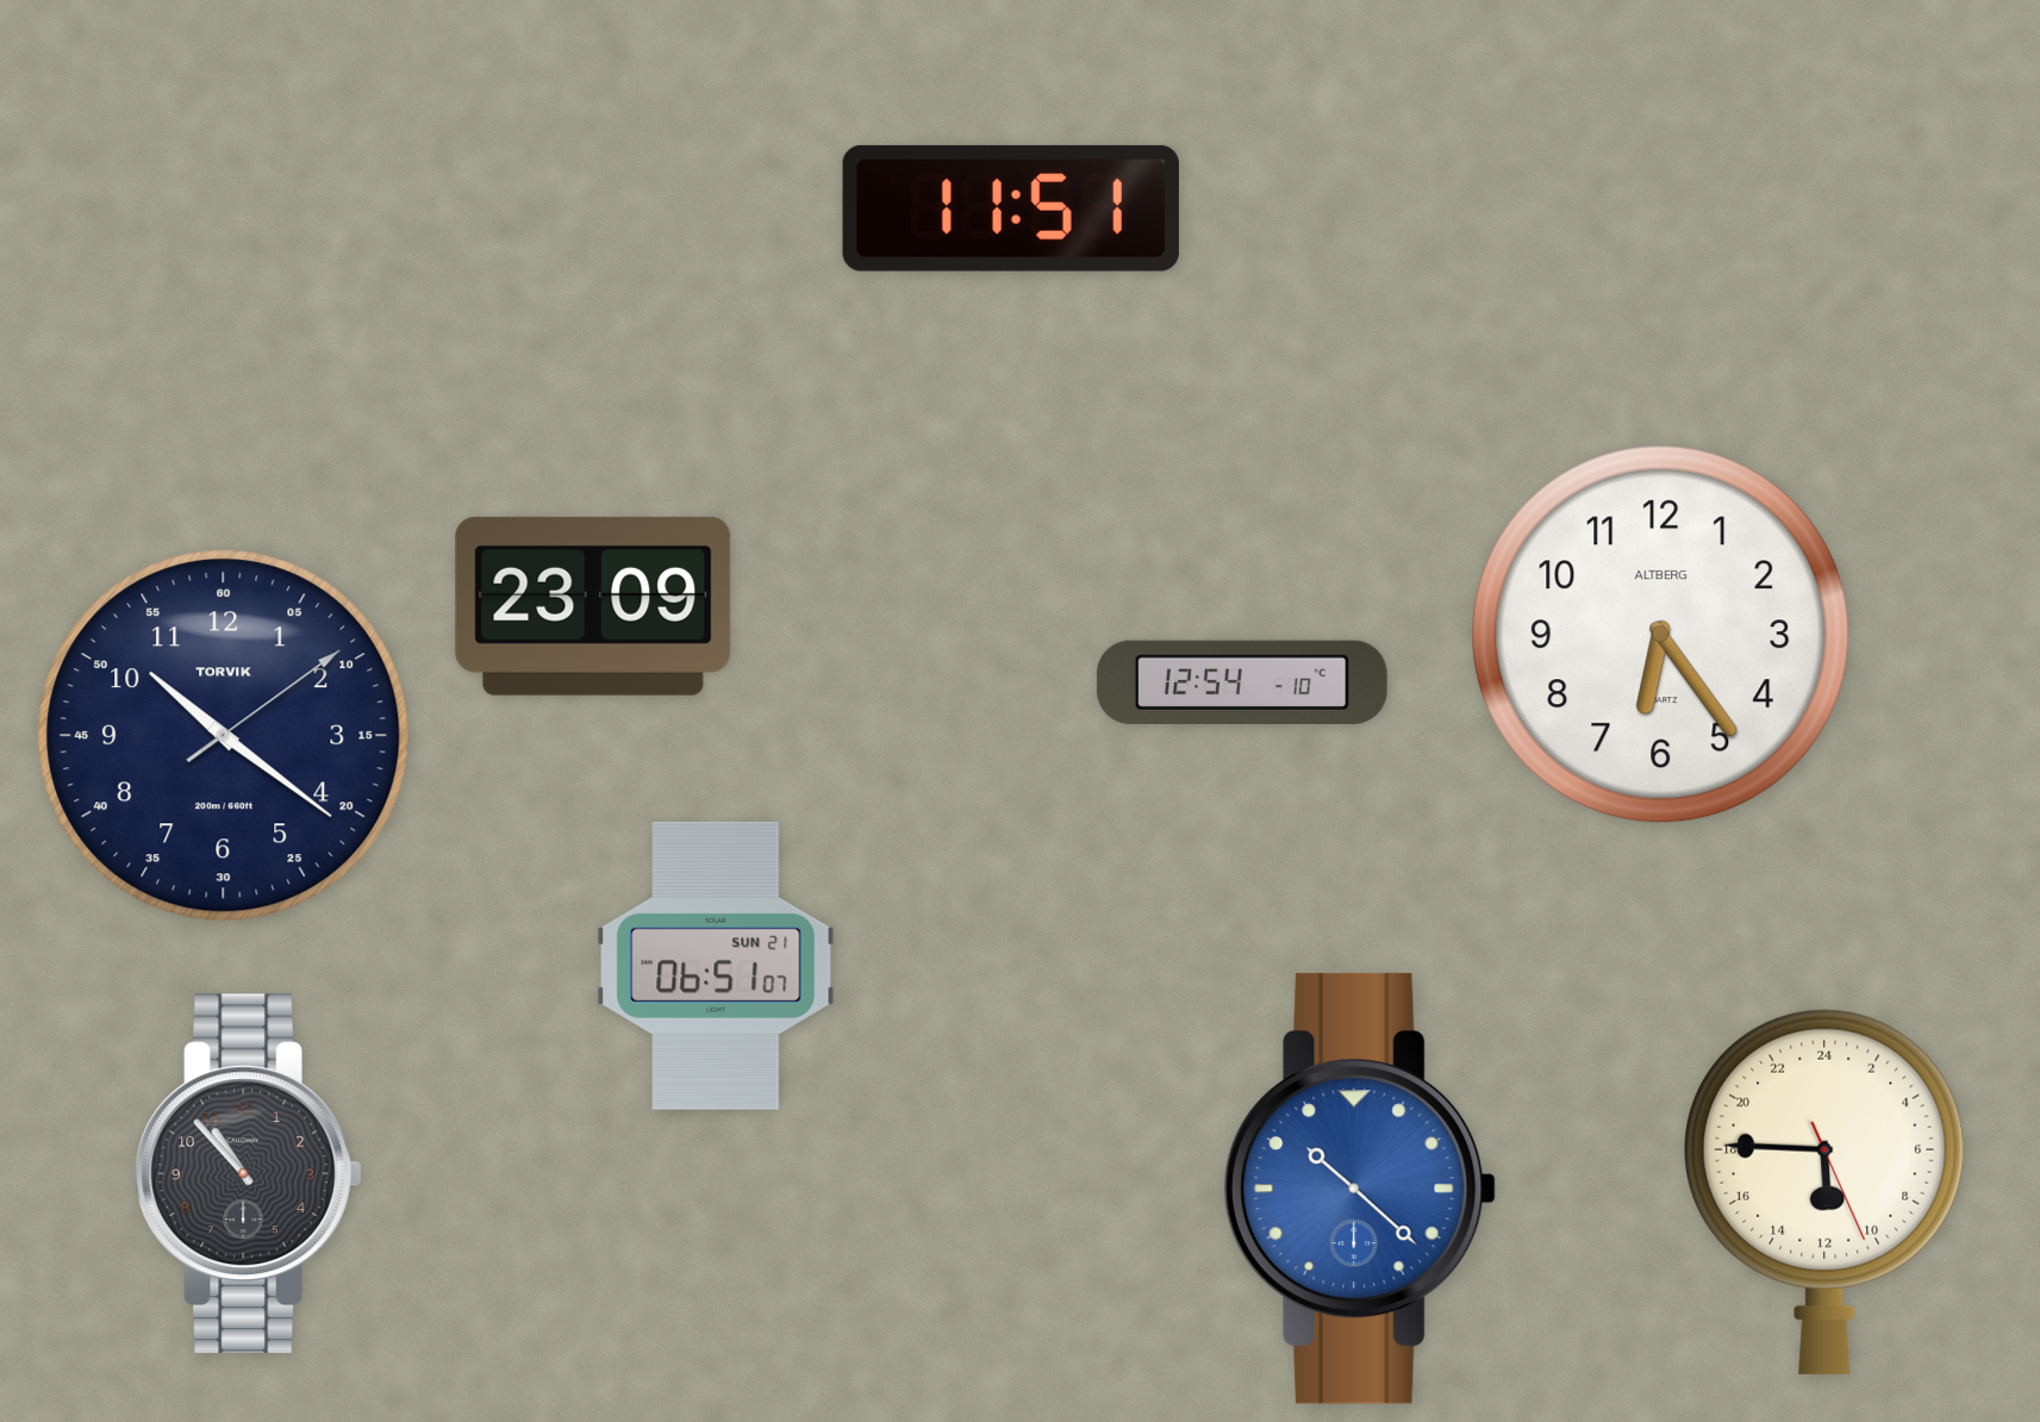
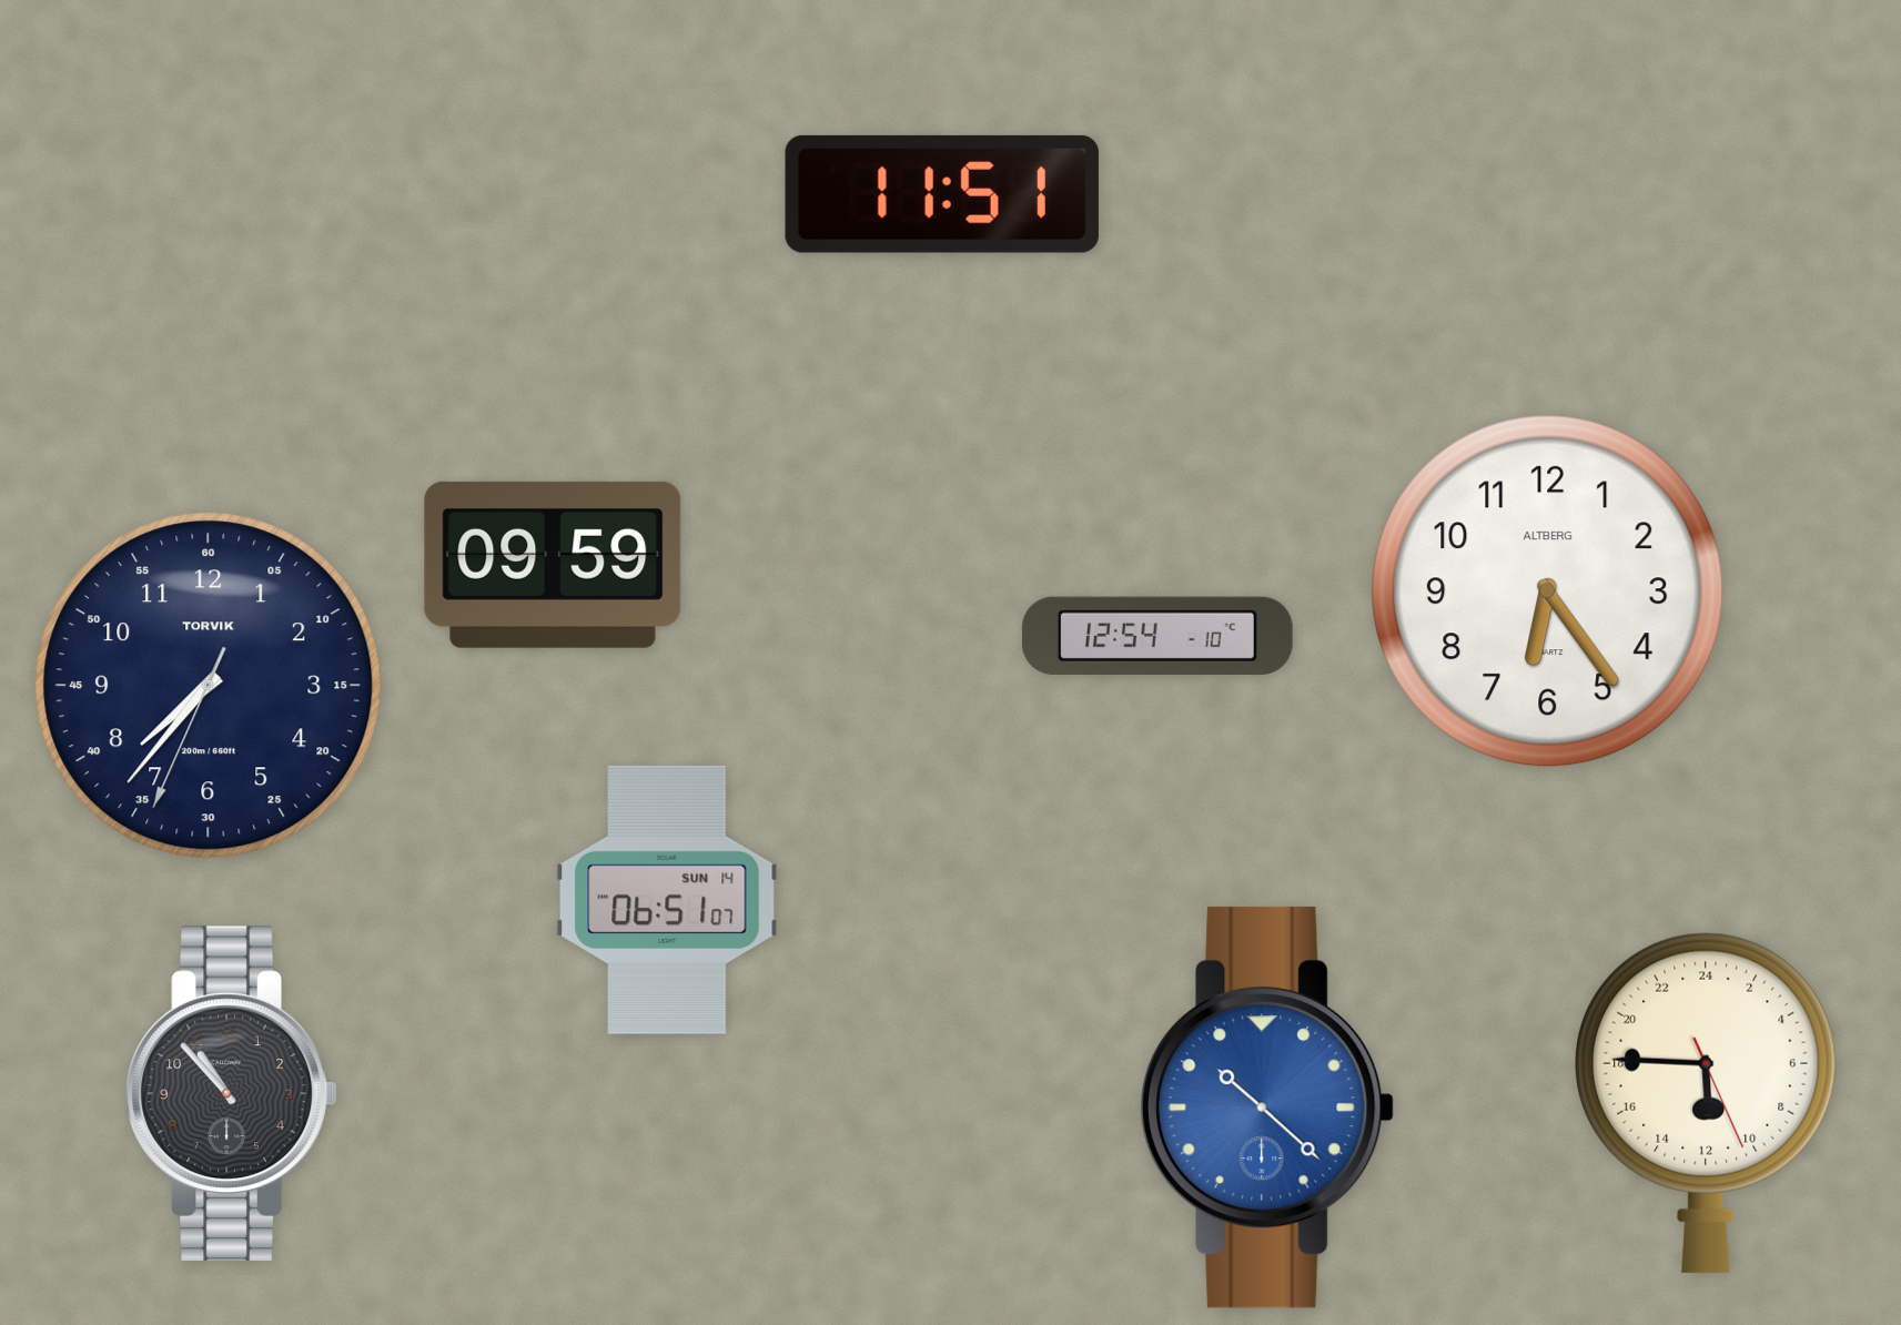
clock at (593, 606): 23:09 -> 09:59
clock at (224, 736): 10:21 -> 7:36
clock at (716, 966) date: SUN 21 -> SUN 14
clock at (1824, 1192) position: (1824, 1192) -> (1706, 1103)
